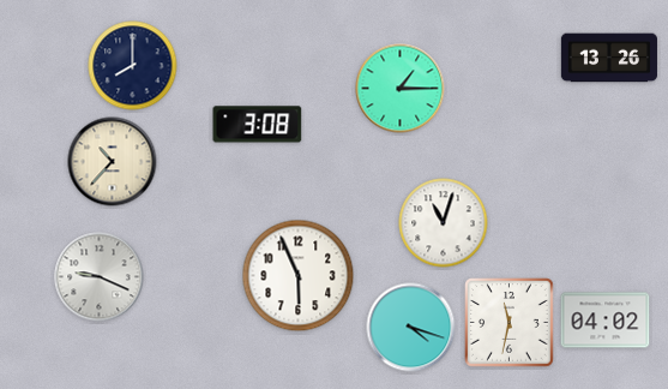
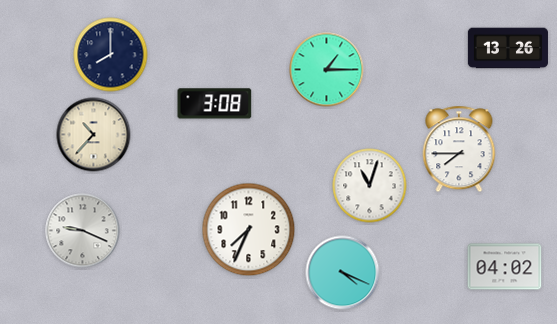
clock at (401, 89) position: (401, 89) -> (327, 70)
clock at (459, 149): none -> 7:45
clock at (299, 276): 5:56 -> 7:34
clock at (510, 323): 11:32 -> none
clock at (411, 328): 4:18 -> 4:19
